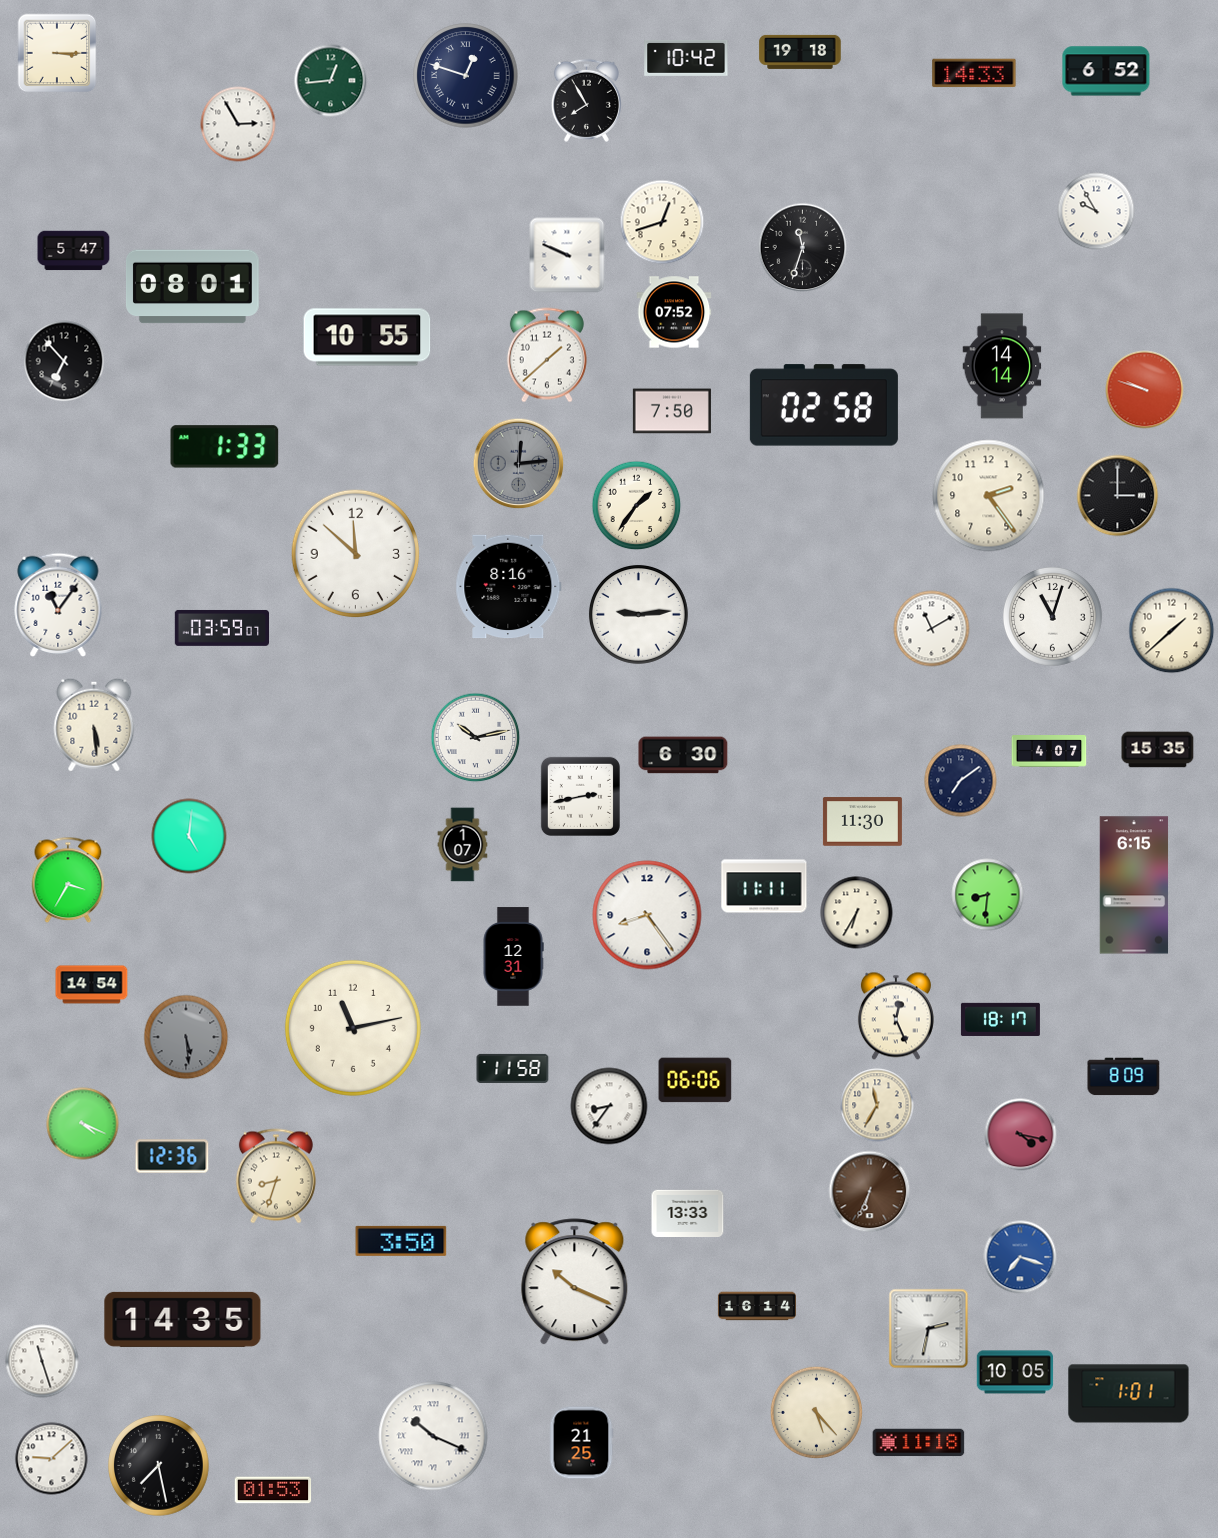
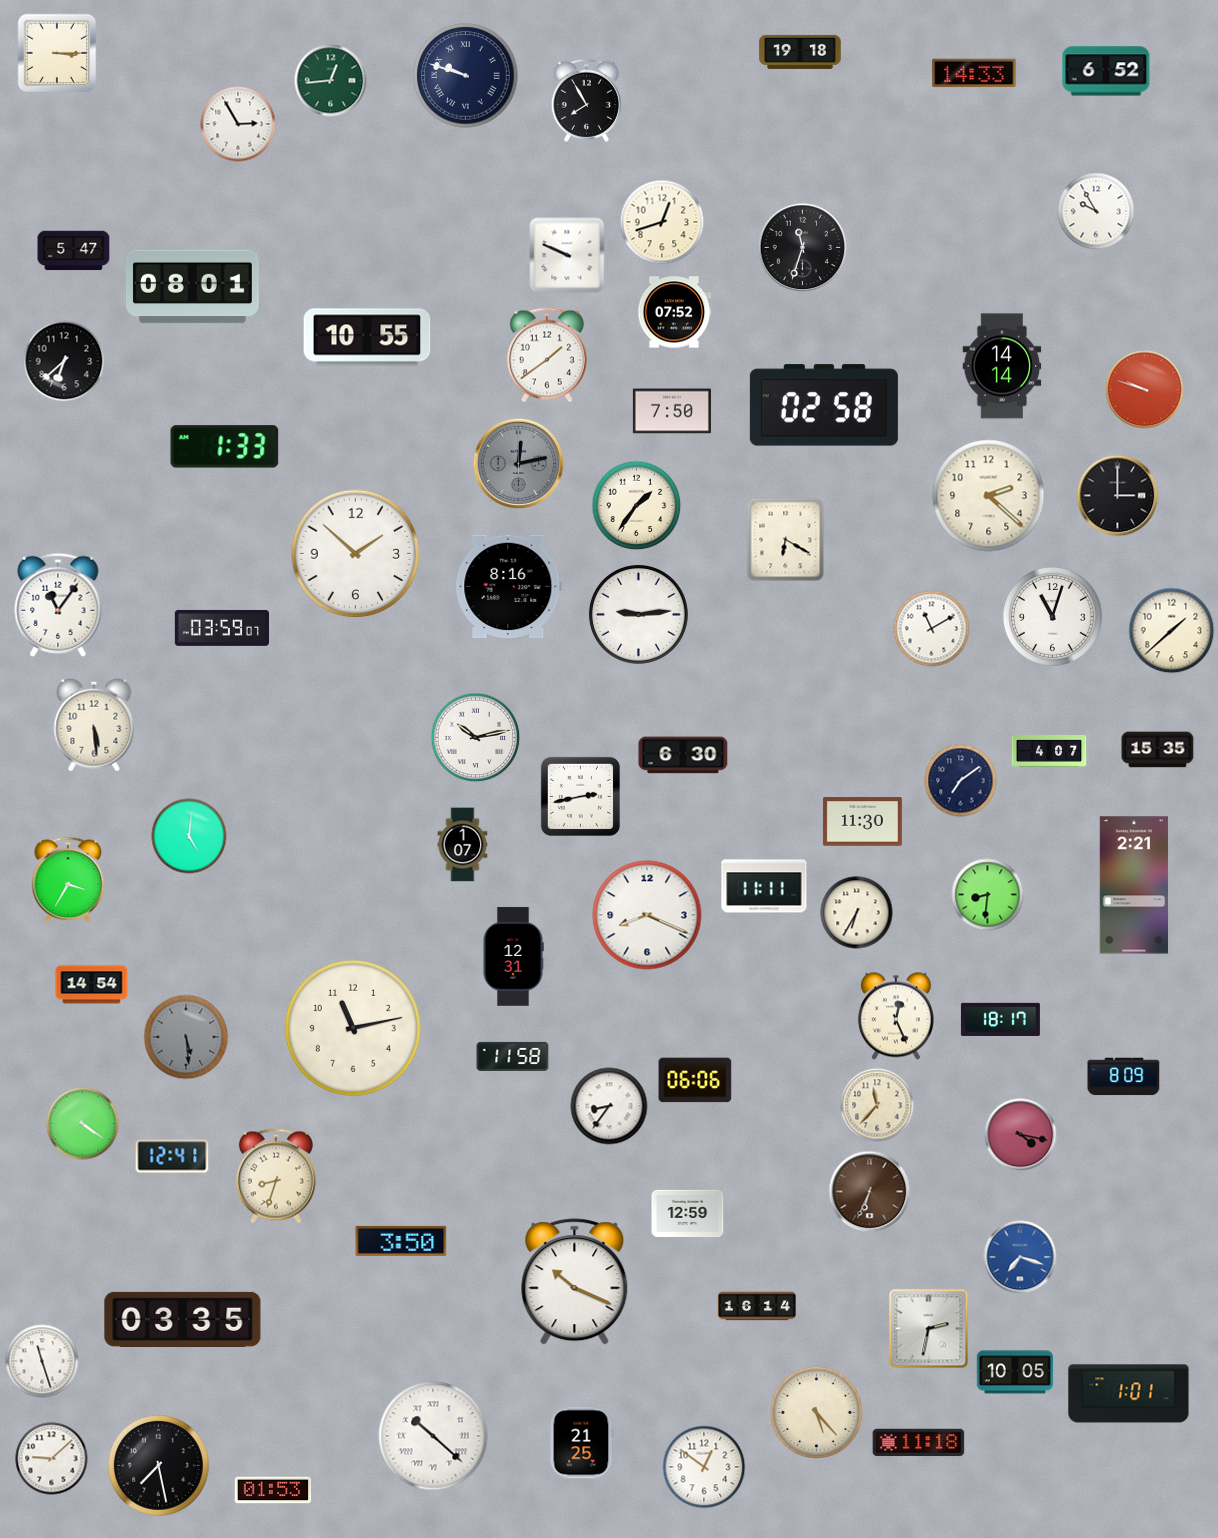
clock at (686, 58): 10:42 -> none
clock at (466, 76): 12:48 -> 9:48
clock at (547, 355): 1:38 -> 1:39
clock at (64, 361): 6:53 -> 6:38
clock at (519, 464): 12:14 -> 12:13
clock at (989, 496): 2:24 -> 2:22
clock at (786, 540): none -> 6:20
clock at (356, 554): 11:52 -> 1:52
clock at (1134, 885): 6:15 -> 2:21
clock at (647, 915): 8:24 -> 8:19
clock at (513, 1068) position: (513, 1068) -> (513, 1056)
clock at (877, 1105): 11:35 -> 11:37
clock at (83, 1124): 4:19 -> 4:21
clock at (172, 1156): 12:36 -> 12:41
clock at (688, 1213): 13:33 -> 12:59
clock at (183, 1319): 14:35 -> 03:35
clock at (433, 1436): 10:19 -> 10:22
clock at (704, 1467): none -> 12:51
